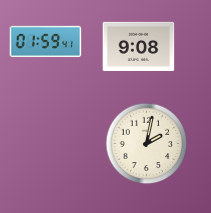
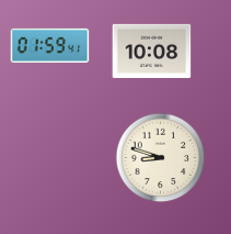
clock at (139, 46): 9:08 -> 10:08
clock at (147, 144): 2:02 -> 8:48
